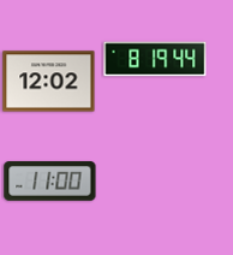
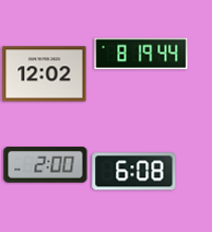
clock at (50, 182): 11:00 -> 2:00
clock at (134, 172): none -> 6:08
